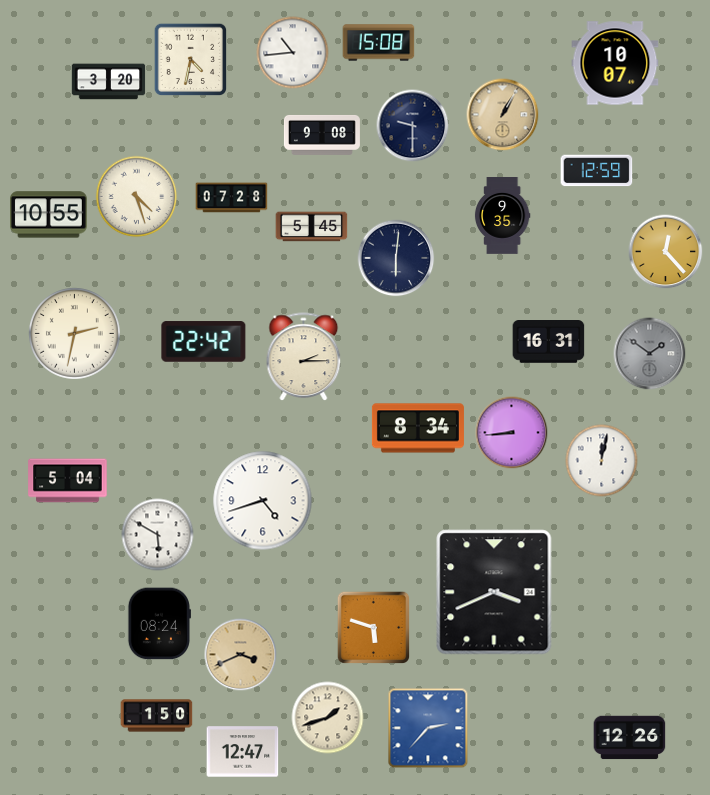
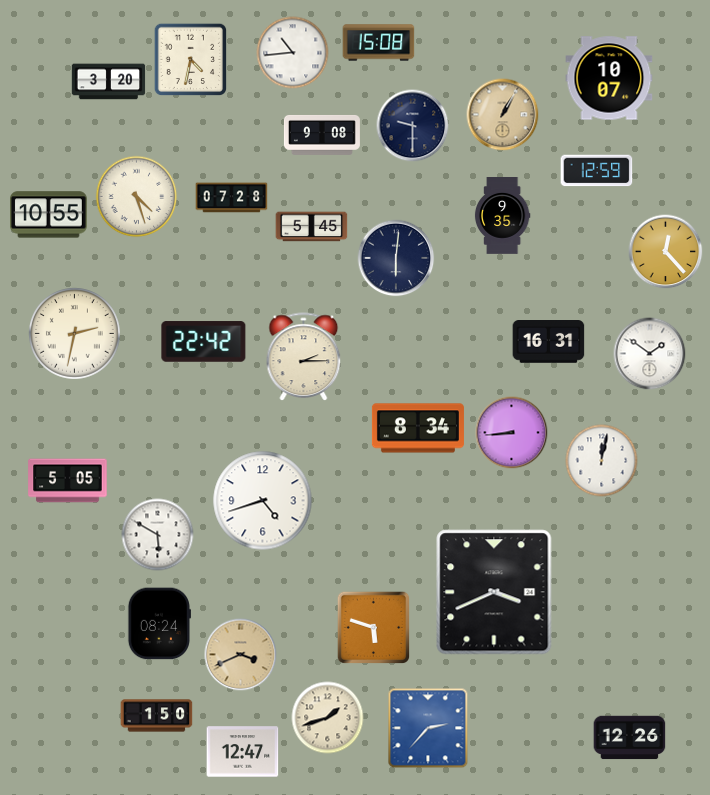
clock at (615, 63) position: (615, 63) -> (609, 78)
clock at (650, 354) dial: grey -> white
clock at (68, 481): 5:04 -> 5:05
